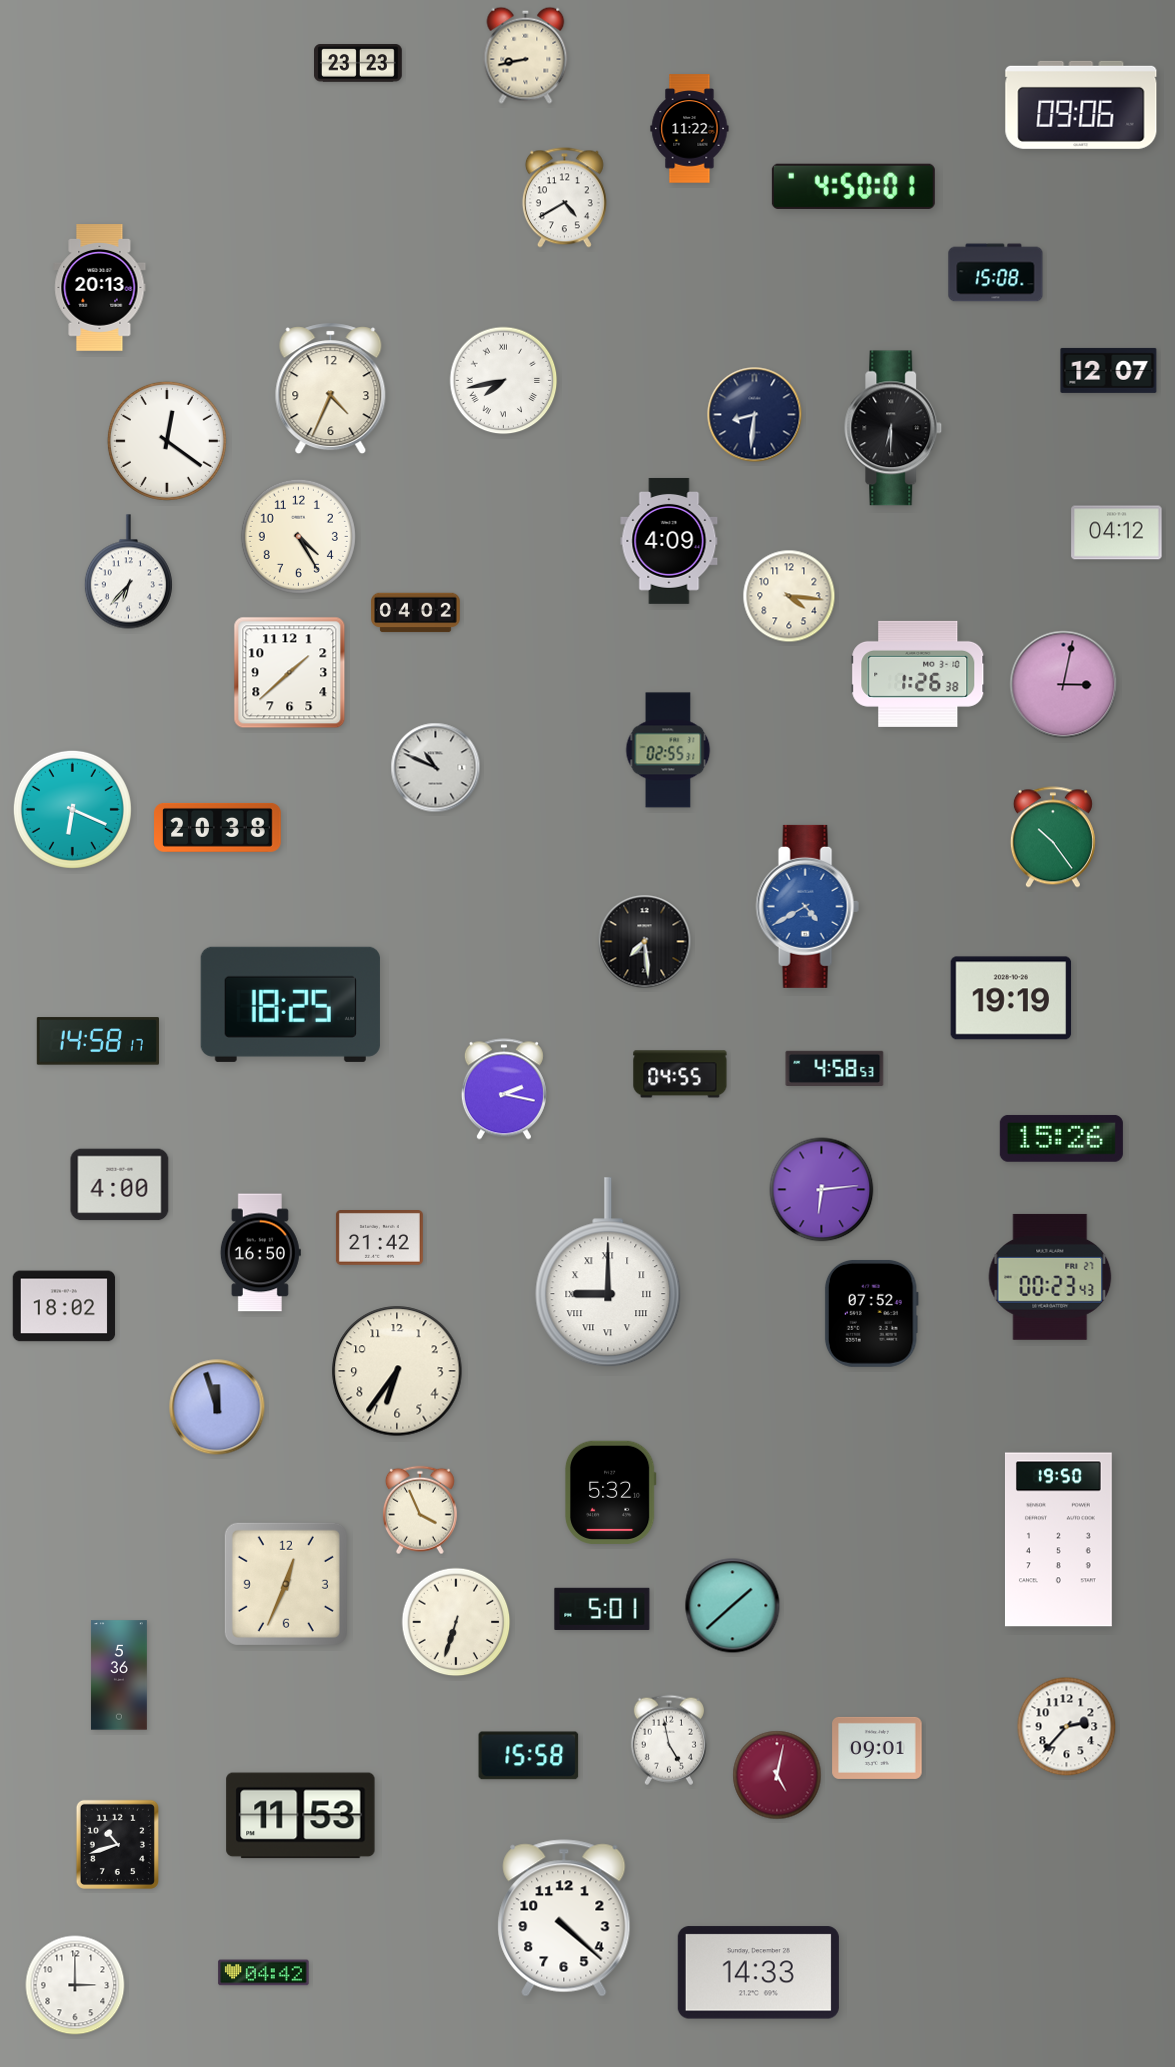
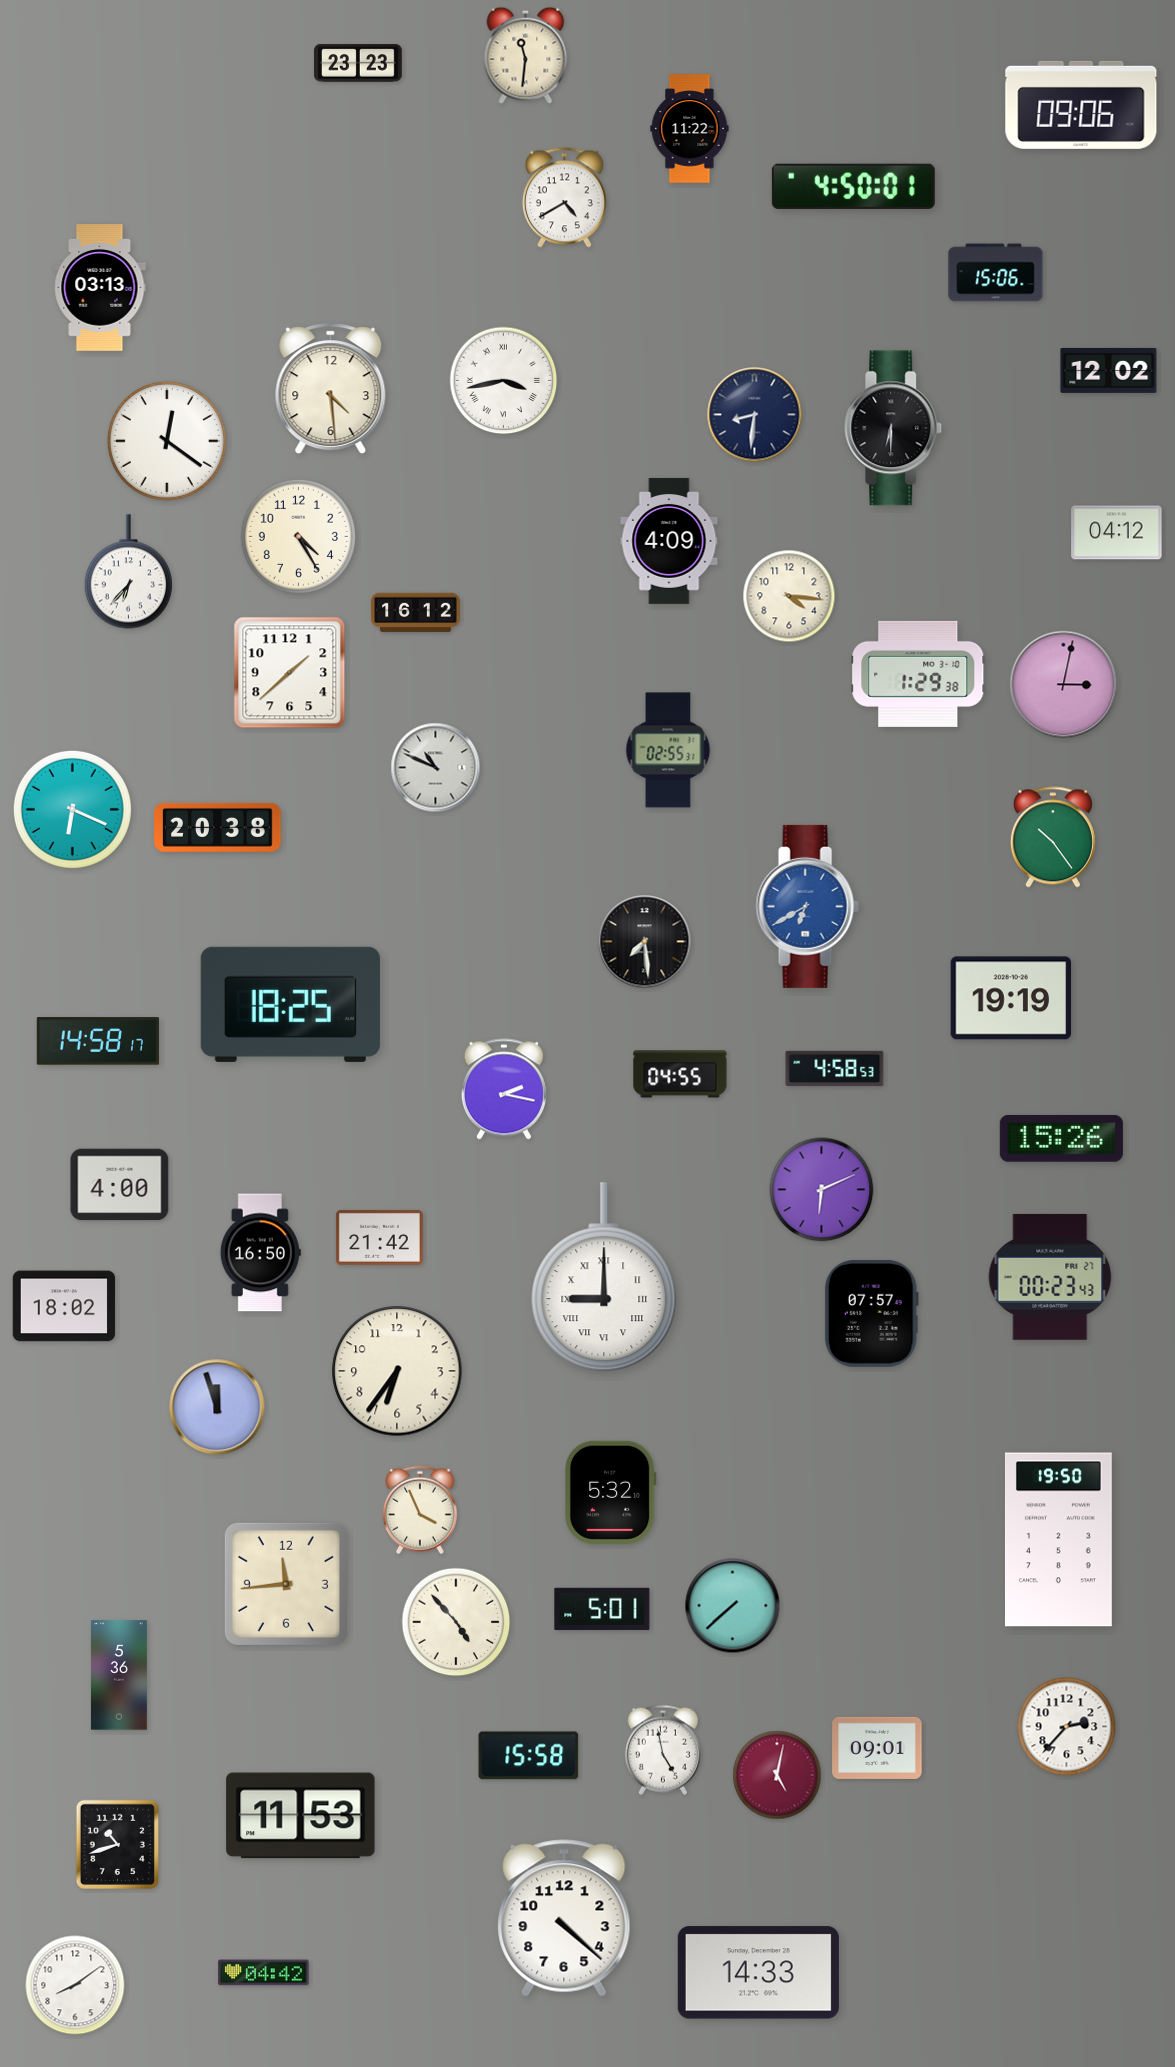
clock at (526, 55): 8:43 -> 11:31
clock at (996, 273): 15:08 -> 15:06
clock at (100, 288): 20:13 -> 03:13
clock at (1109, 370): 12:07 -> 12:02
clock at (504, 381): 7:43 -> 3:43
clock at (331, 389): 4:34 -> 4:29
clock at (416, 613): 04:02 -> 16:12
clock at (918, 674): 1:26 -> 1:29
clock at (807, 906): 4:40 -> 6:40
clock at (822, 1190): 6:14 -> 6:11
clock at (608, 1273) position: (608, 1273) -> (604, 1278)
clock at (871, 1313): 07:52 -> 07:57
clock at (286, 1584): 12:34 -> 11:44
clock at (733, 1606): 1:38 -> 7:38
clock at (456, 1622): 6:33 -> 4:53
clock at (669, 1740) position: (669, 1740) -> (663, 1750)
clock at (75, 1985): 3:00 -> 8:09
